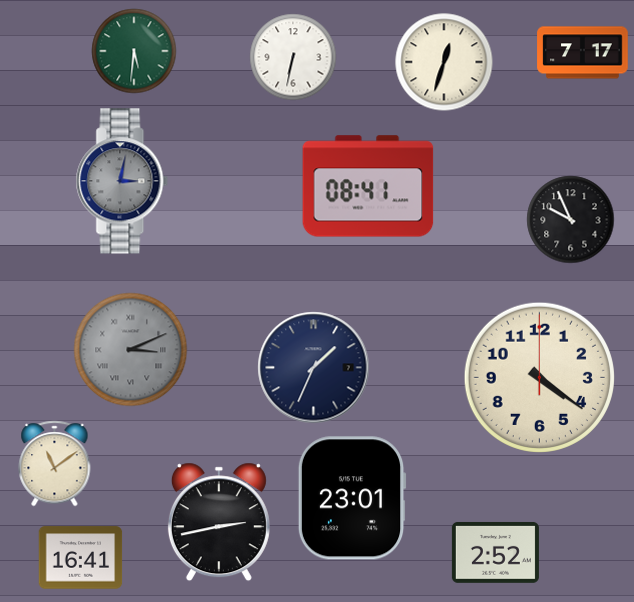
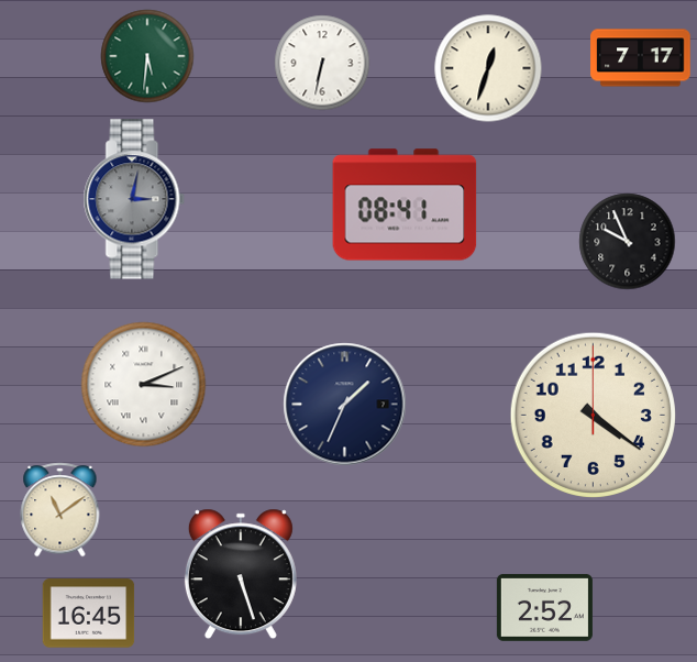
clock at (131, 350) dial: grey -> white
clock at (352, 498): 23:01 -> none
clock at (219, 522): 2:43 -> 5:27
clock at (81, 558): 16:41 -> 16:45
